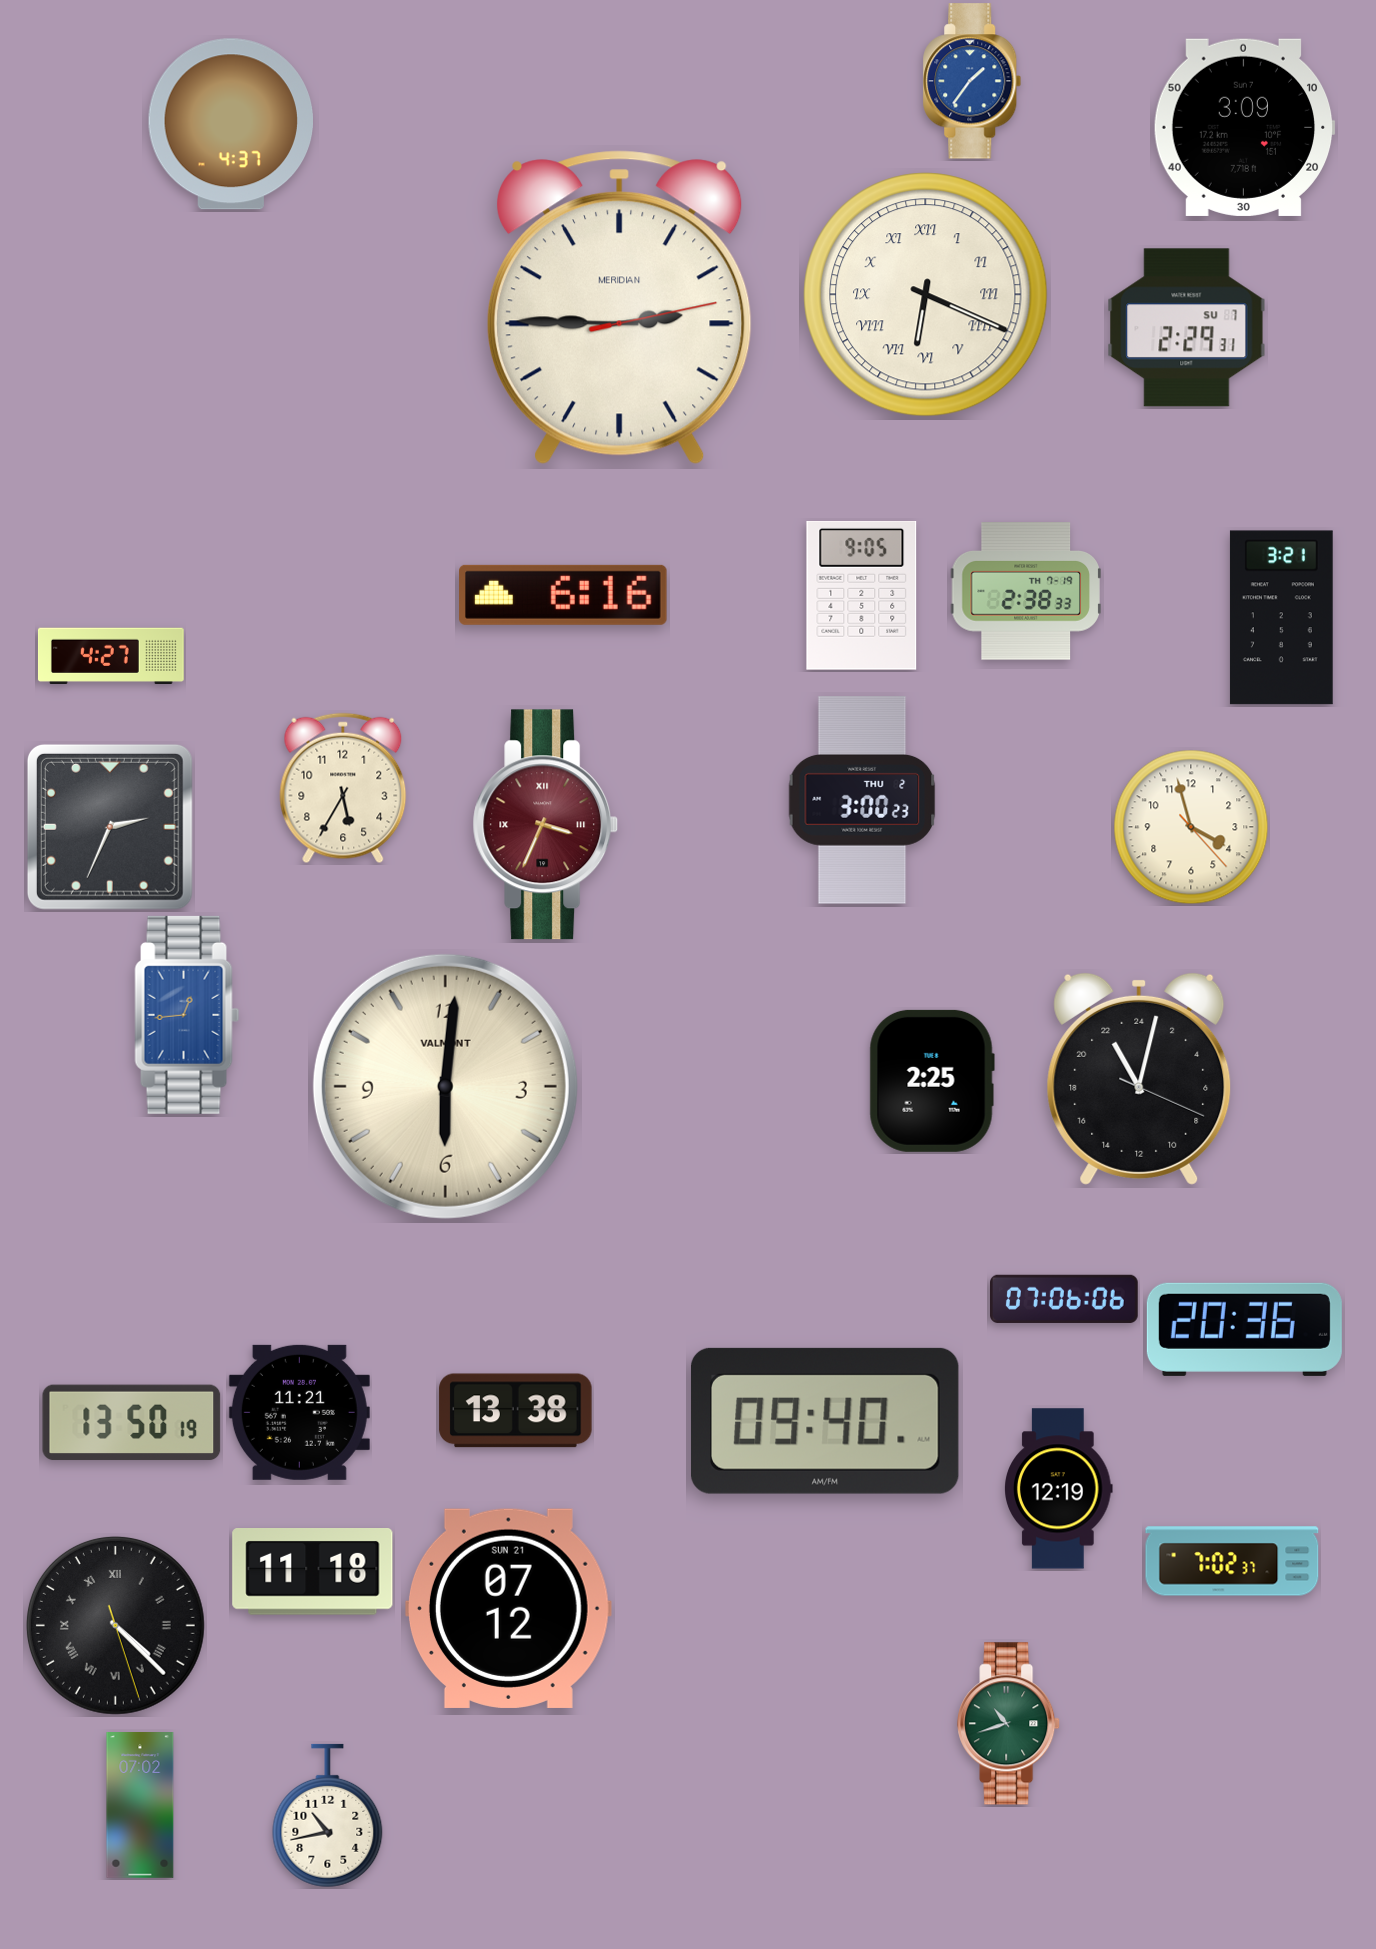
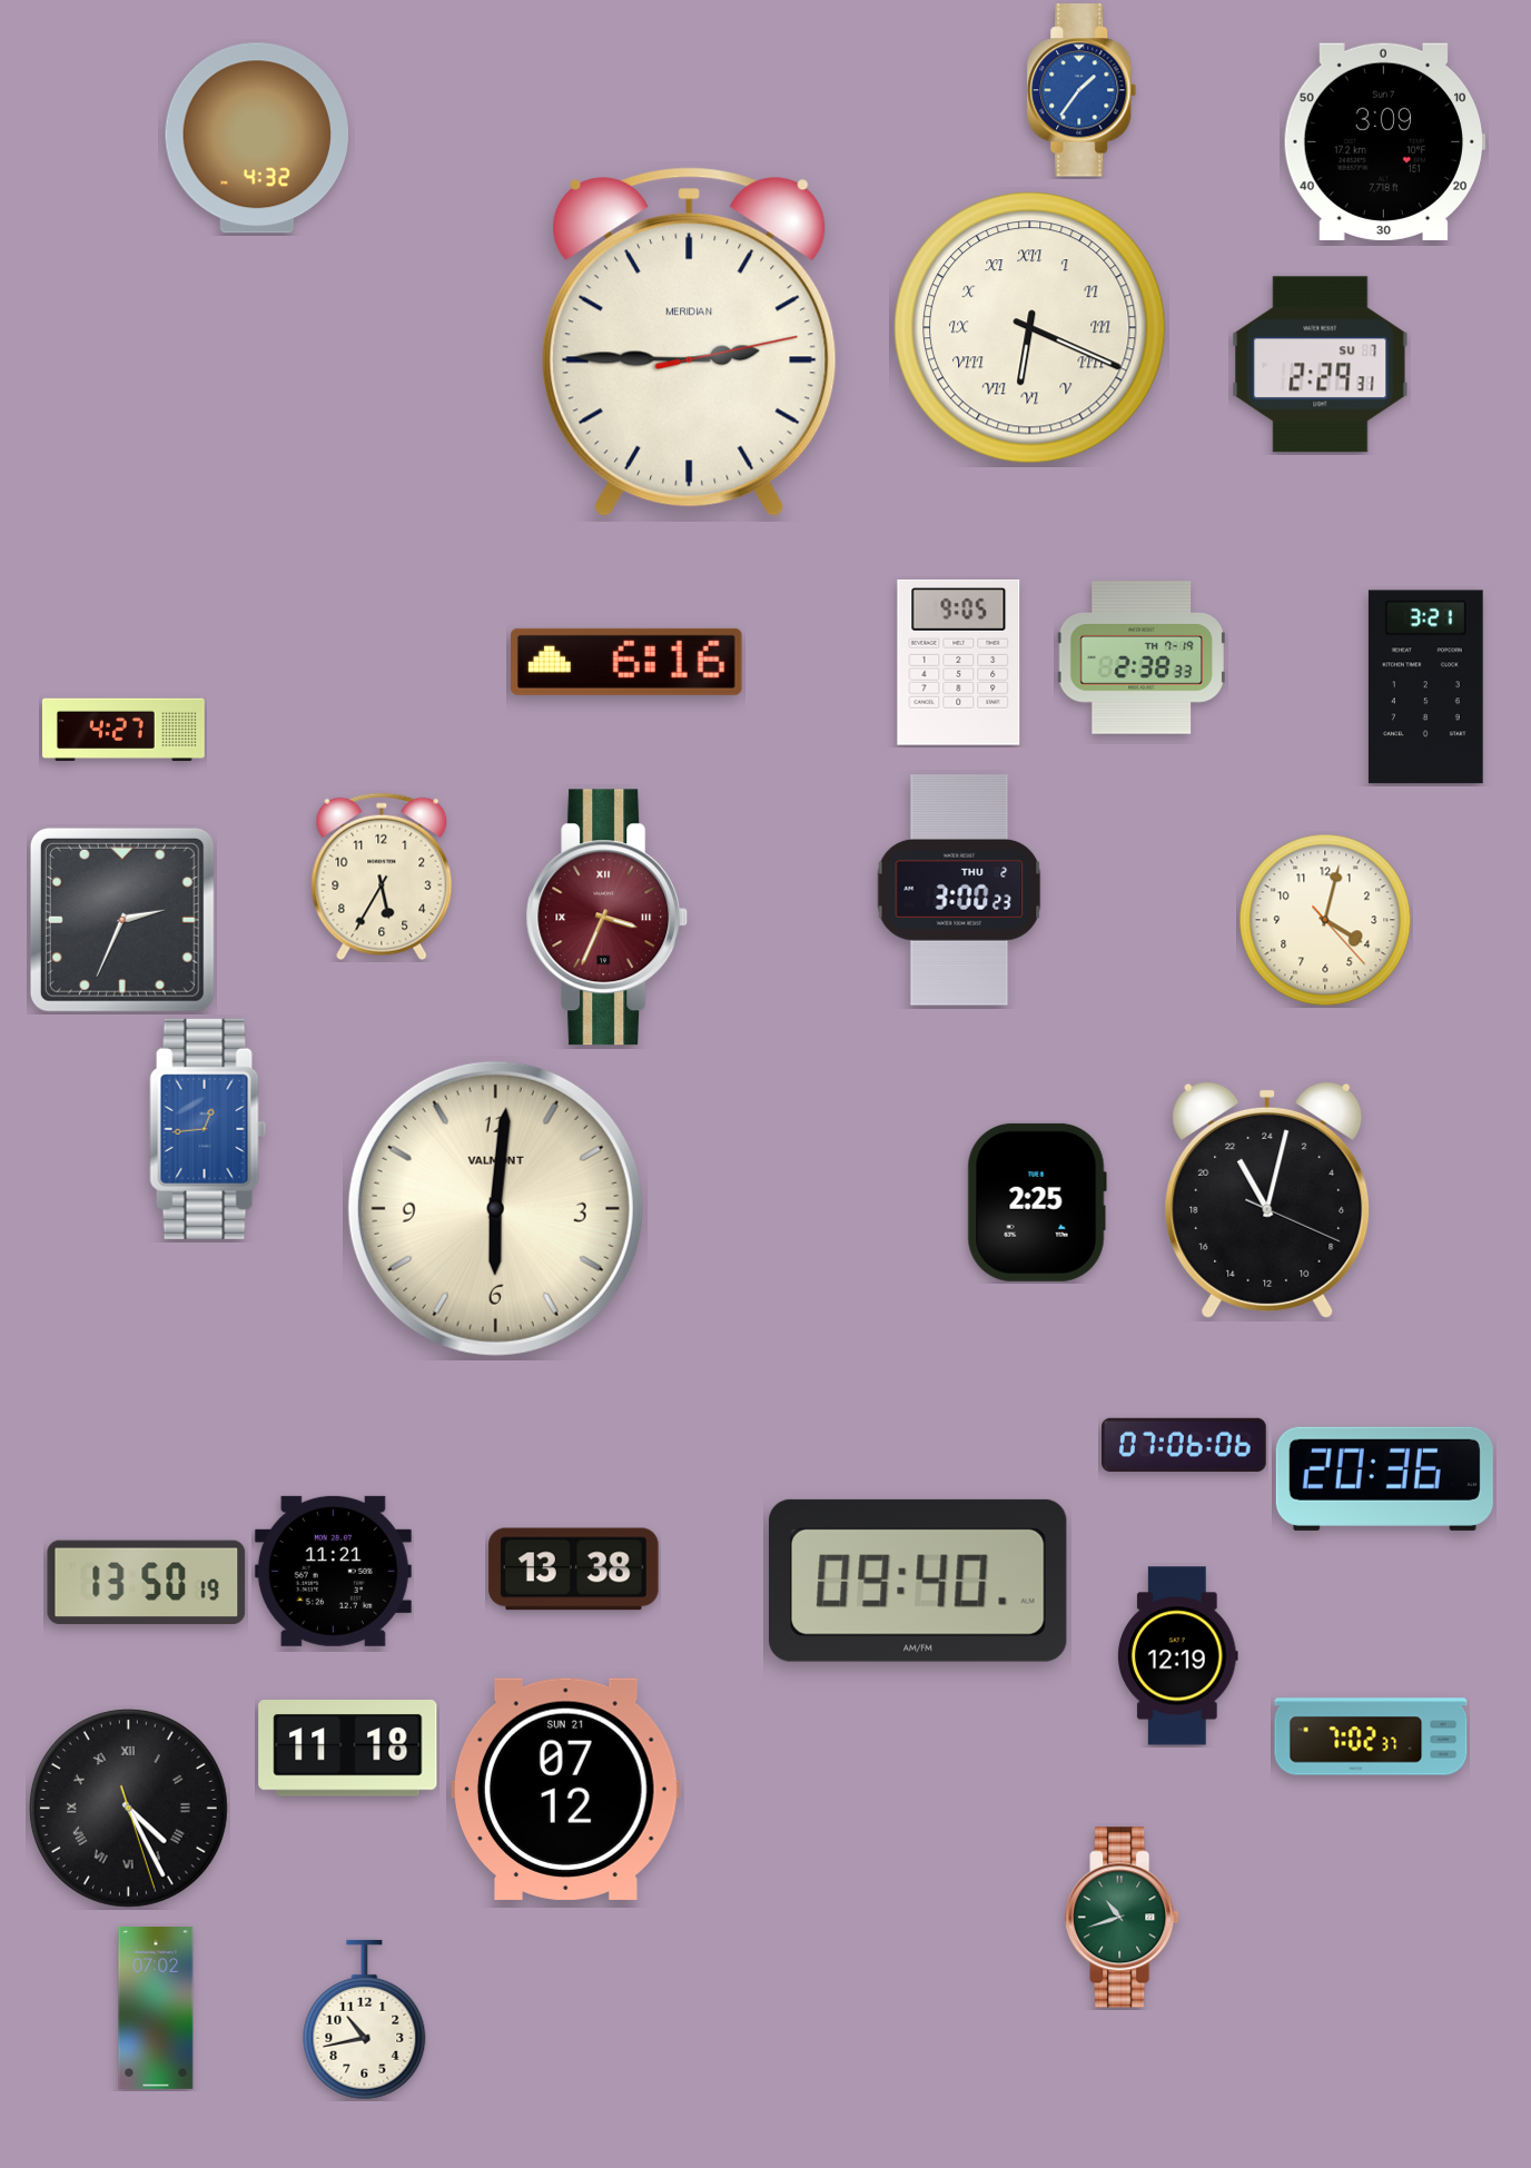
clock at (230, 124): 4:37 -> 4:32
clock at (1191, 827): 3:57 -> 4:02
clock at (115, 1625): 4:22 -> 4:25
